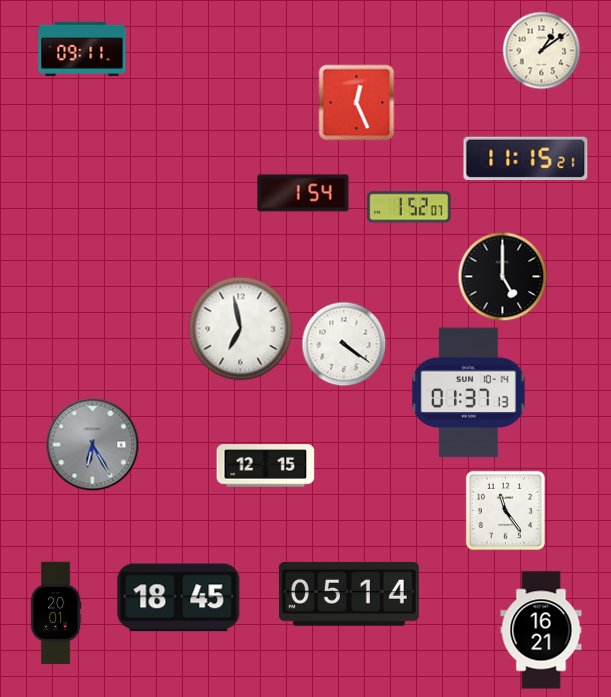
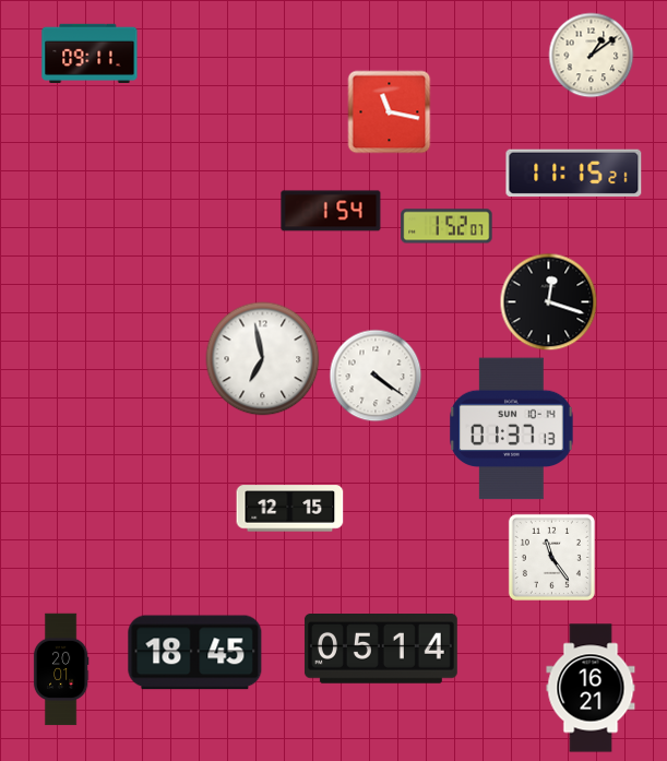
clock at (357, 103): 12:26 -> 11:17
clock at (503, 277): 5:00 -> 12:18
clock at (93, 445): 6:25 -> none
